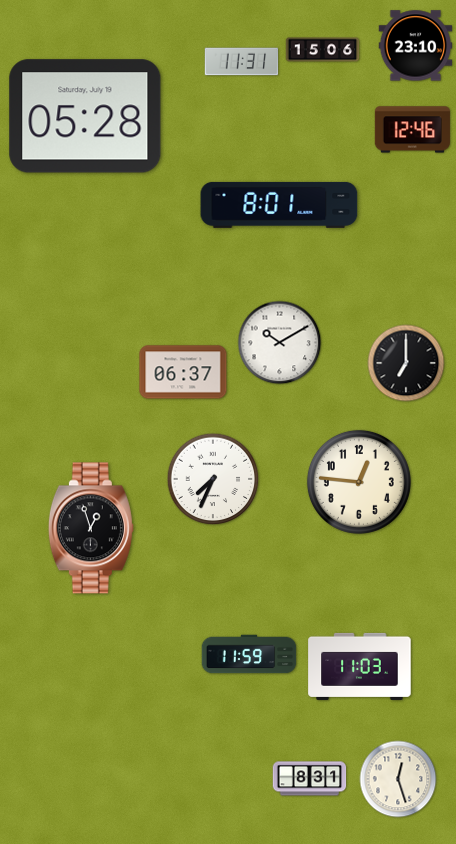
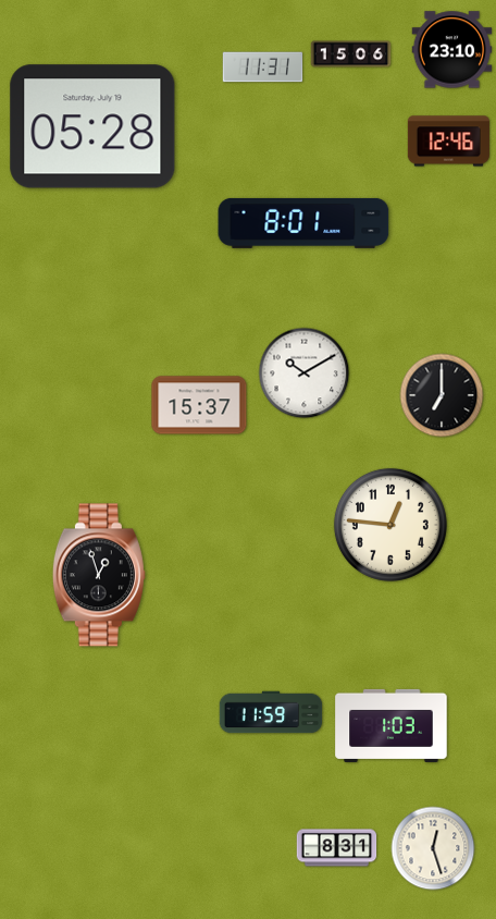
clock at (183, 372): 06:37 -> 15:37
clock at (213, 479): 7:34 -> none
clock at (360, 666): 11:03 -> 1:03
